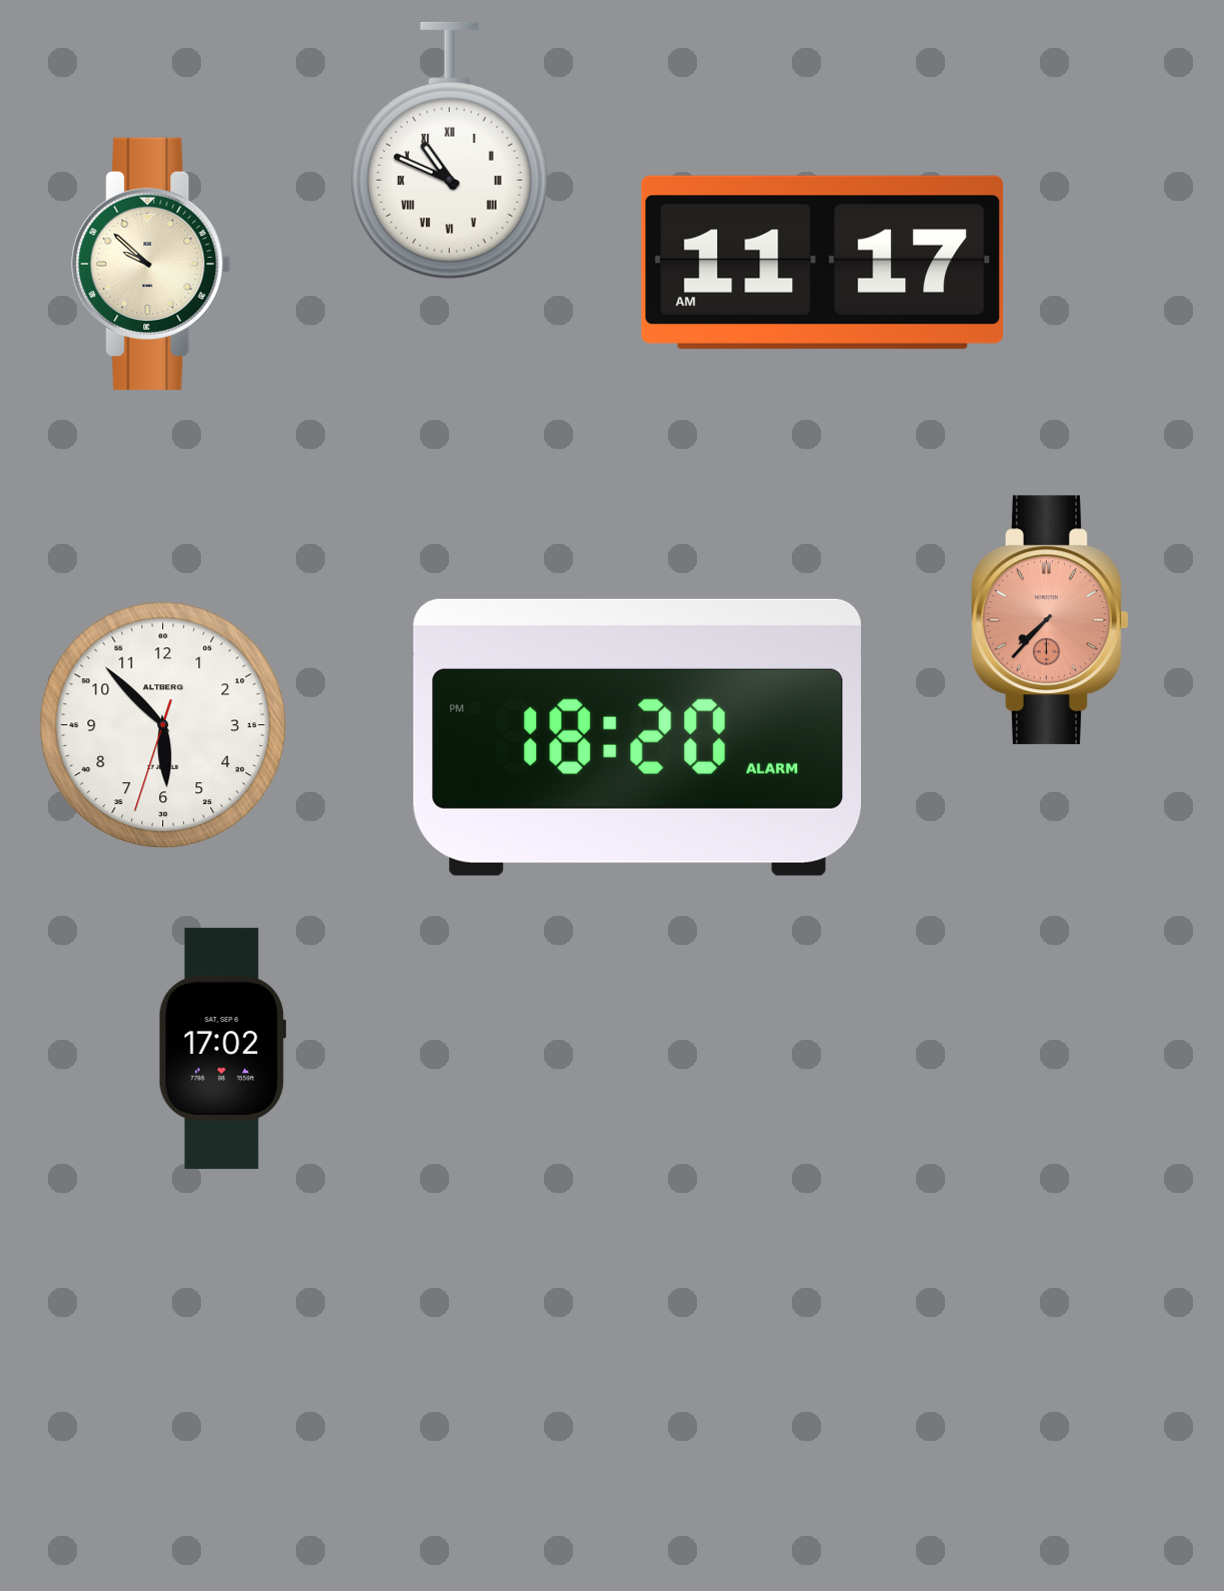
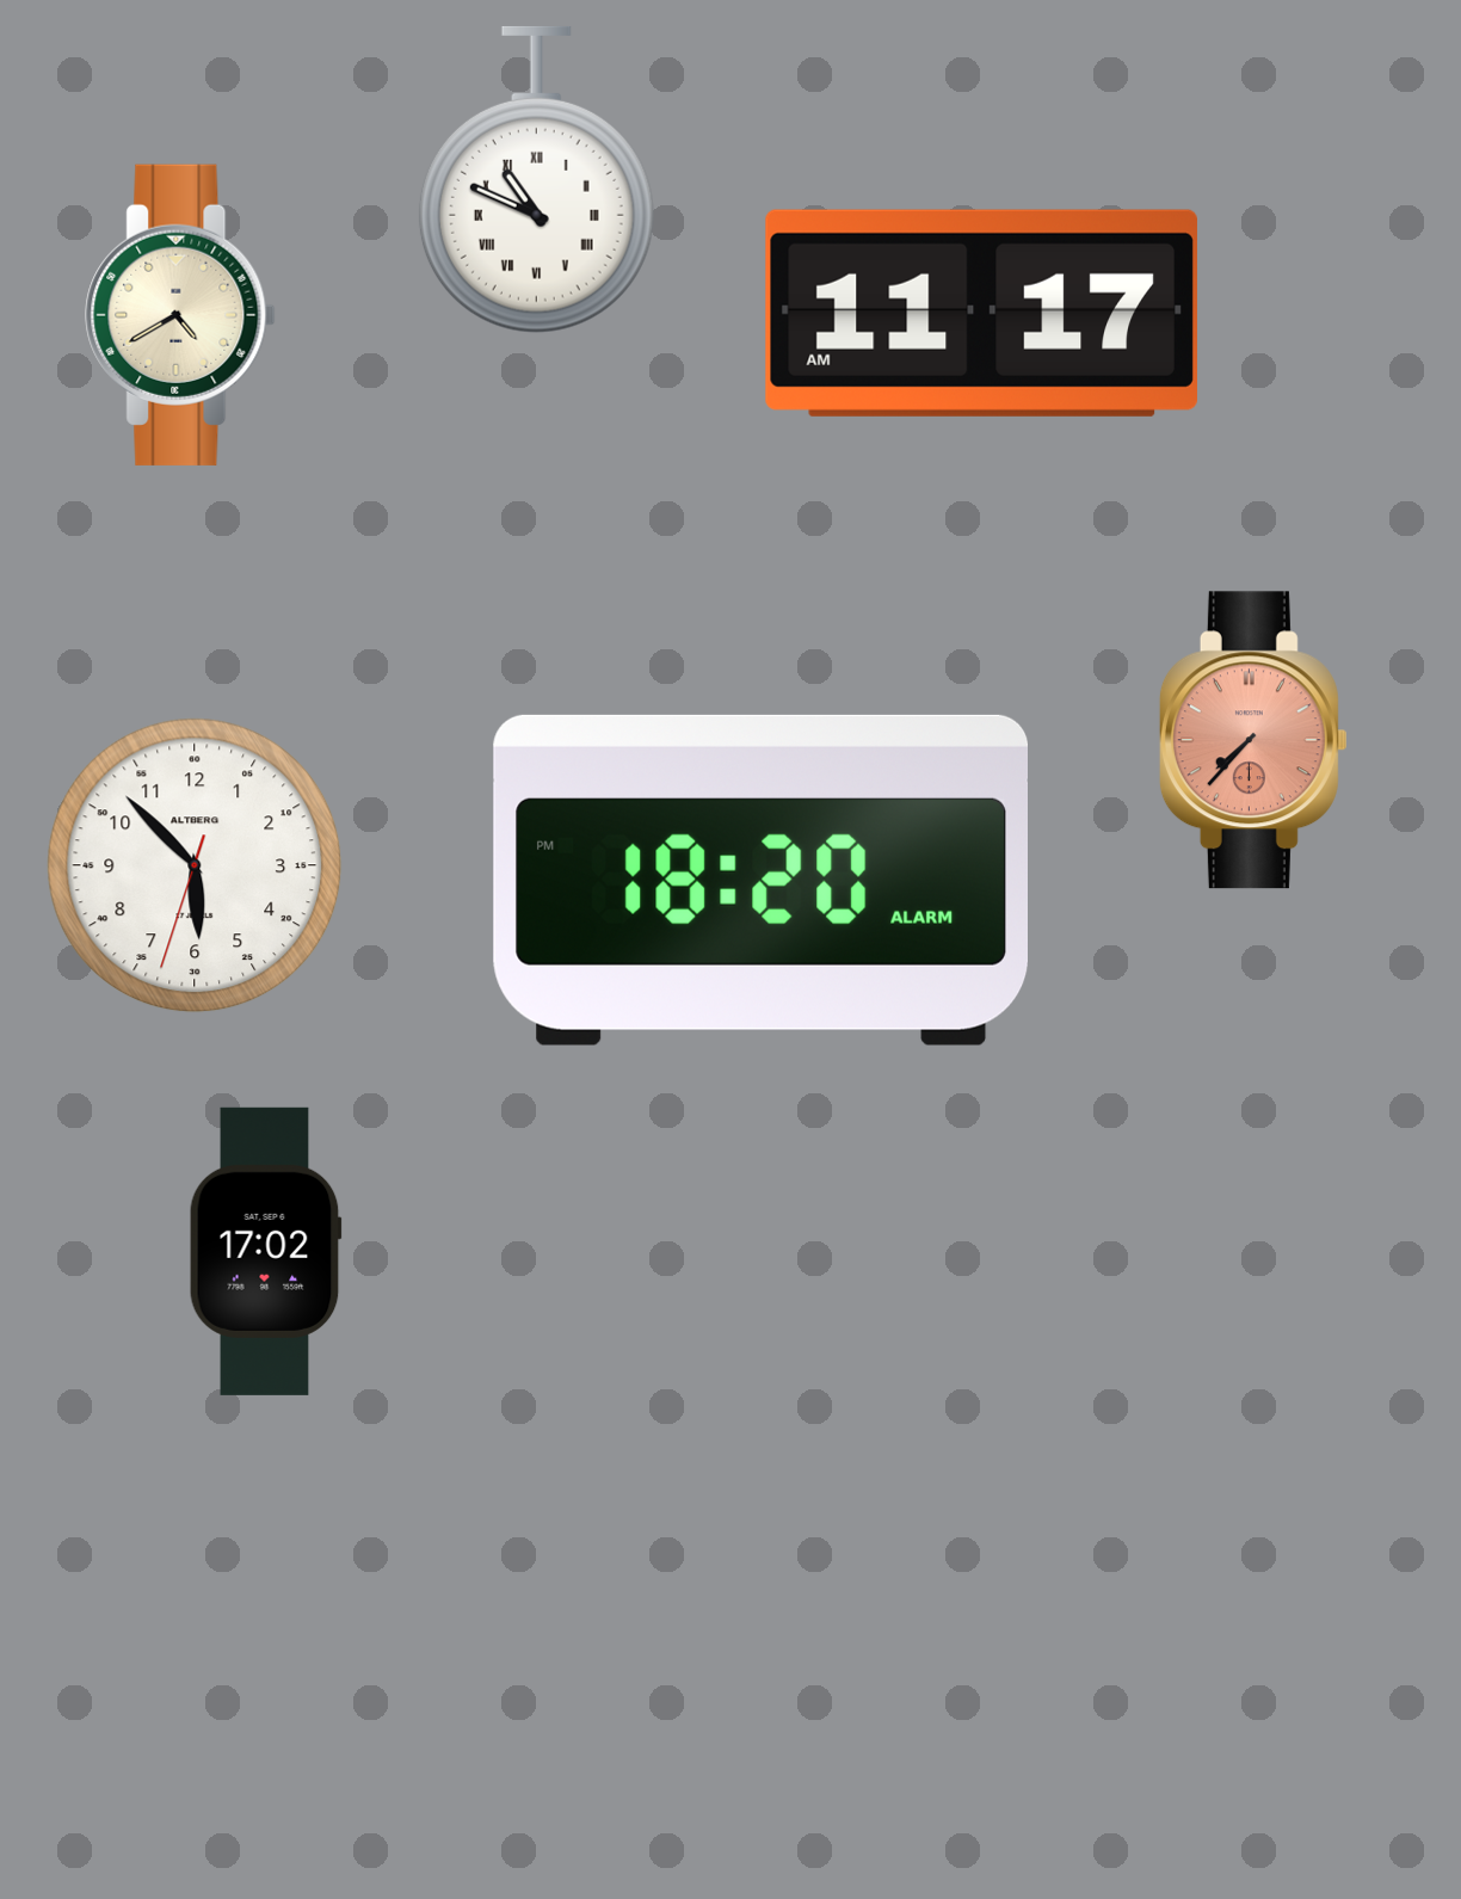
clock at (151, 264): 9:52 -> 4:40
